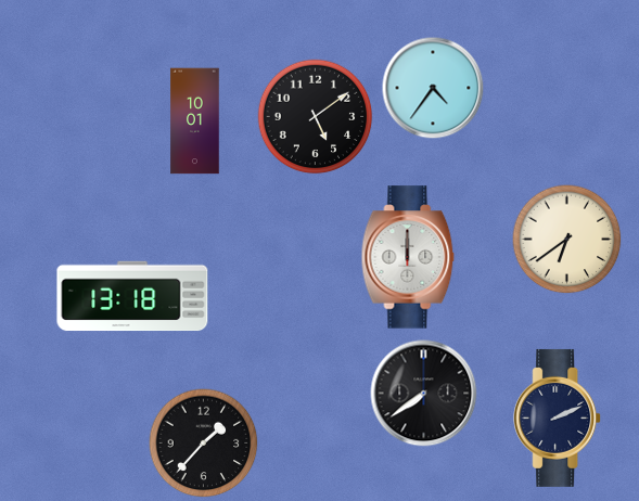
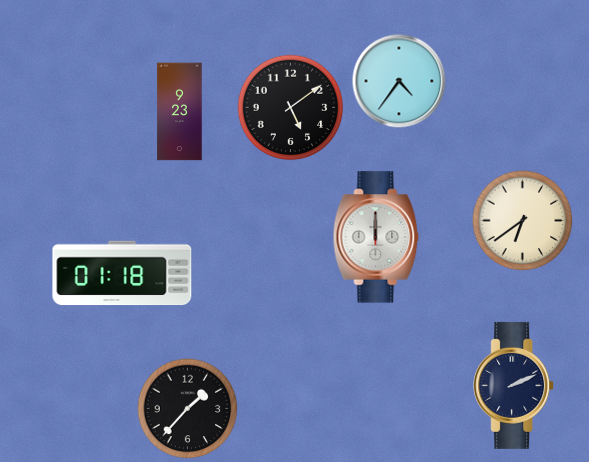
clock at (195, 121): 10:01 -> 9:23
clock at (132, 296): 13:18 -> 01:18
clock at (424, 394): 7:39 -> none
